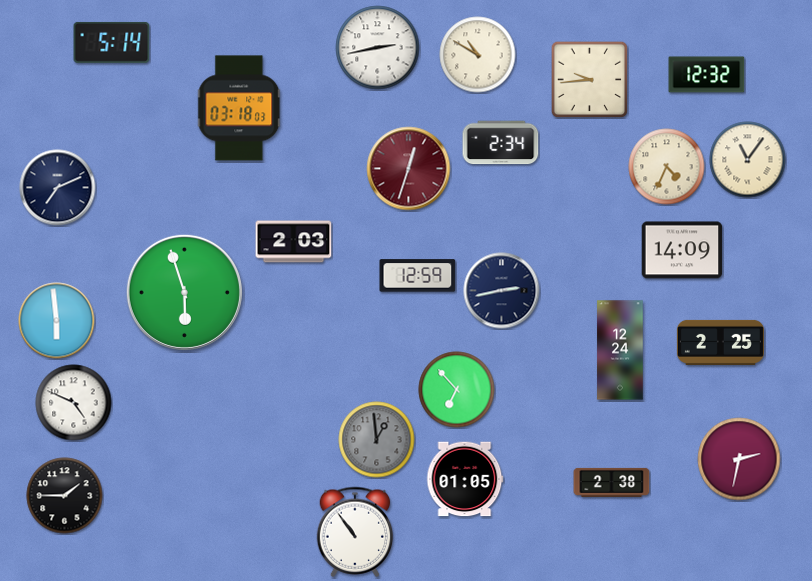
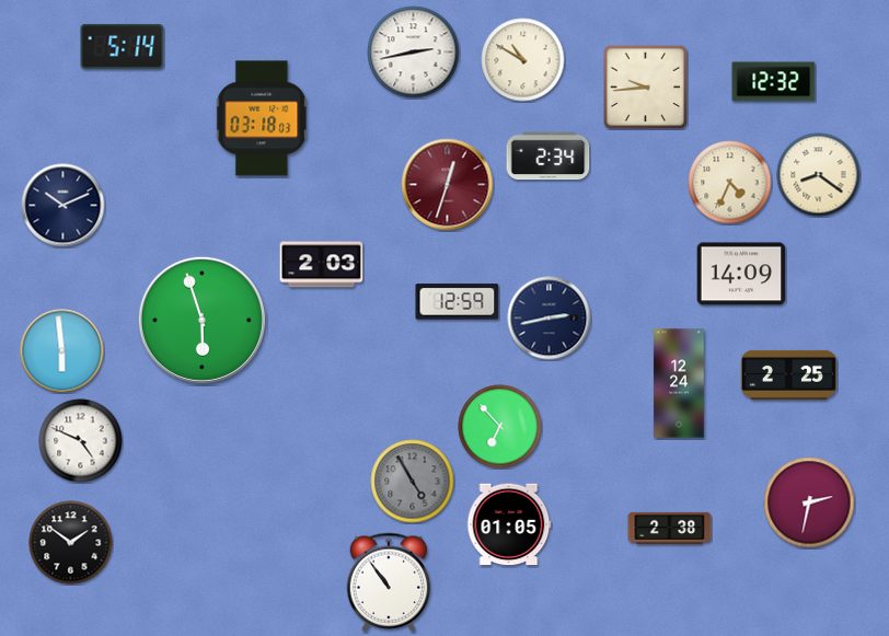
clock at (748, 160): 11:06 -> 8:21
clock at (58, 188): 7:11 -> 10:11
clock at (682, 250) position: (682, 250) -> (741, 274)
clock at (377, 440): 12:59 -> 4:55
clock at (65, 496): 1:45 -> 1:51
